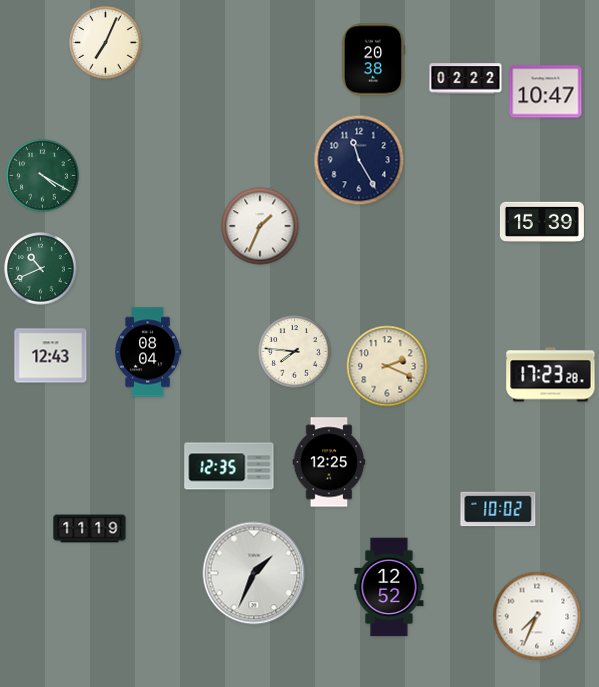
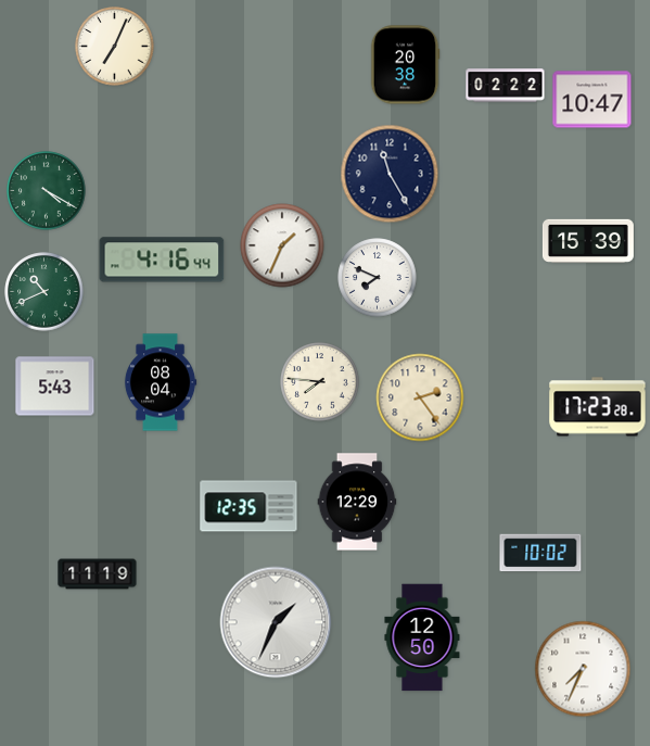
clock at (162, 260): none -> 4:16
clock at (378, 278): none -> 7:49
clock at (51, 356): 12:43 -> 5:43
clock at (387, 366): 2:19 -> 2:24
clock at (329, 462): 12:25 -> 12:29
clock at (389, 587): 12:52 -> 12:50
